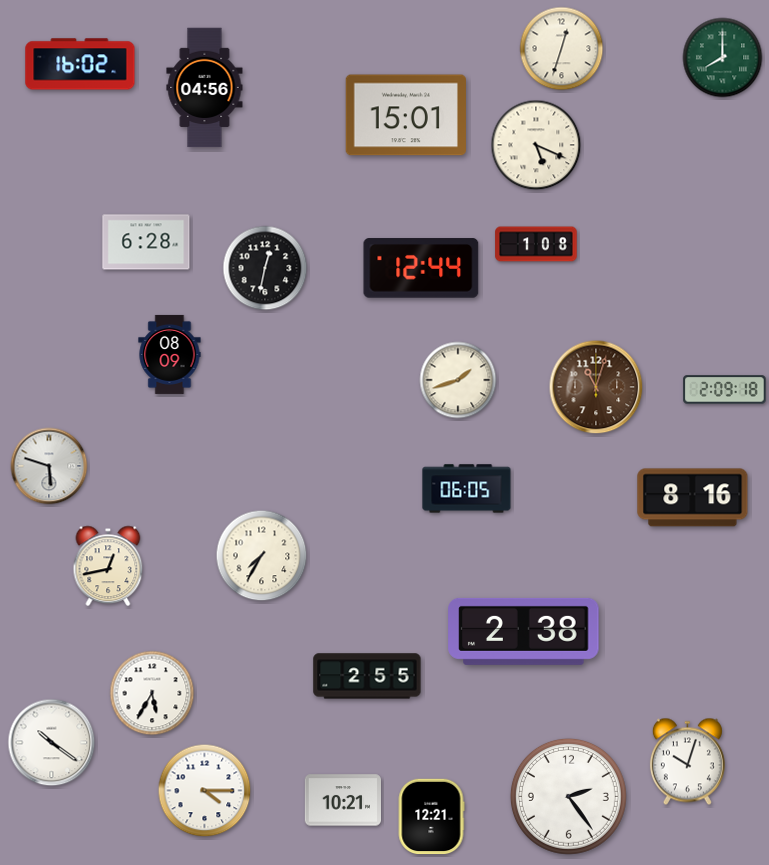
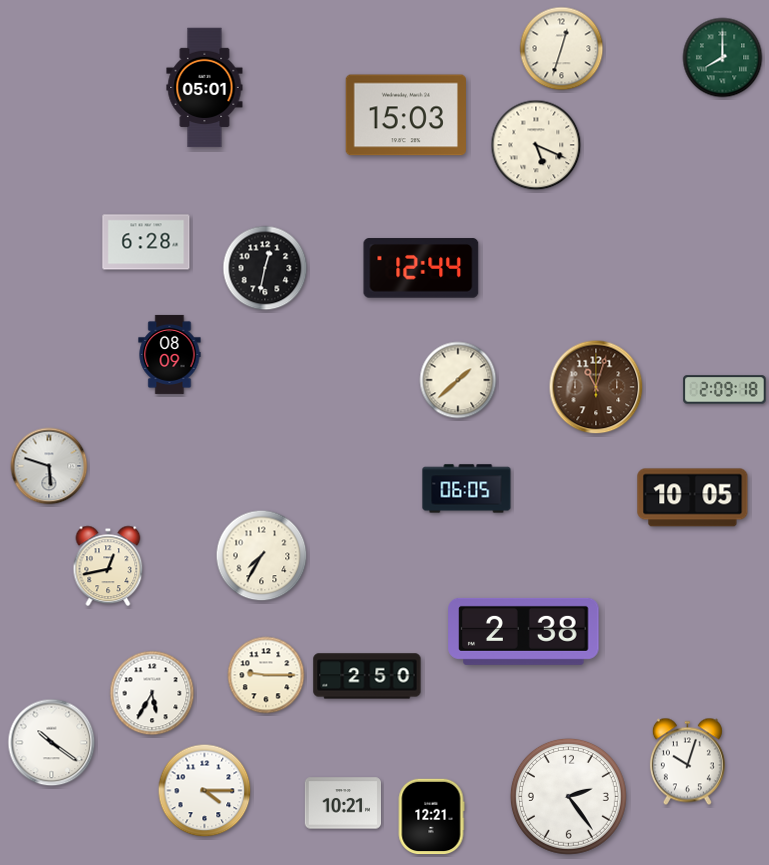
clock at (80, 64): 16:02 -> none
clock at (205, 88): 04:56 -> 05:01
clock at (406, 115): 15:01 -> 15:03
clock at (536, 244): 1:08 -> none
clock at (458, 380): 1:42 -> 1:38
clock at (693, 498): 8:16 -> 10:05
clock at (266, 675): none -> 9:15
clock at (367, 676): 2:55 -> 2:50
clock at (342, 800) position: (342, 800) -> (342, 803)
